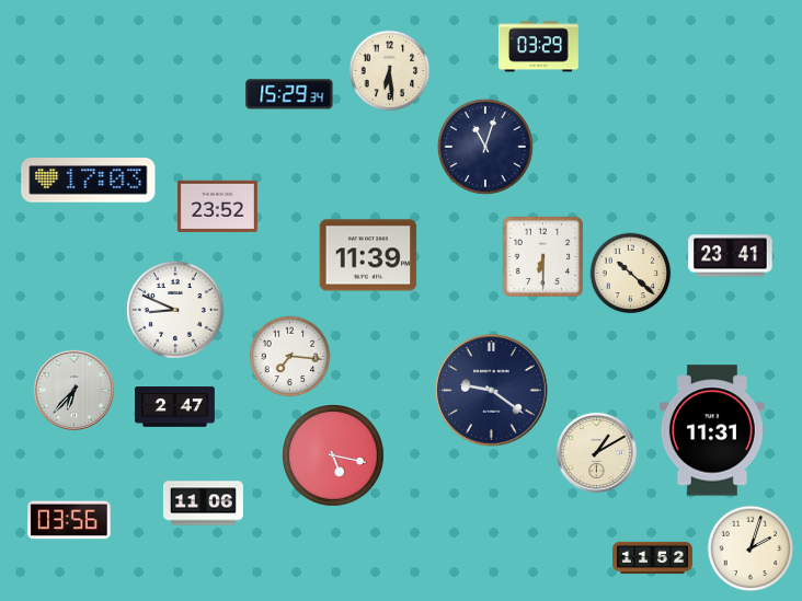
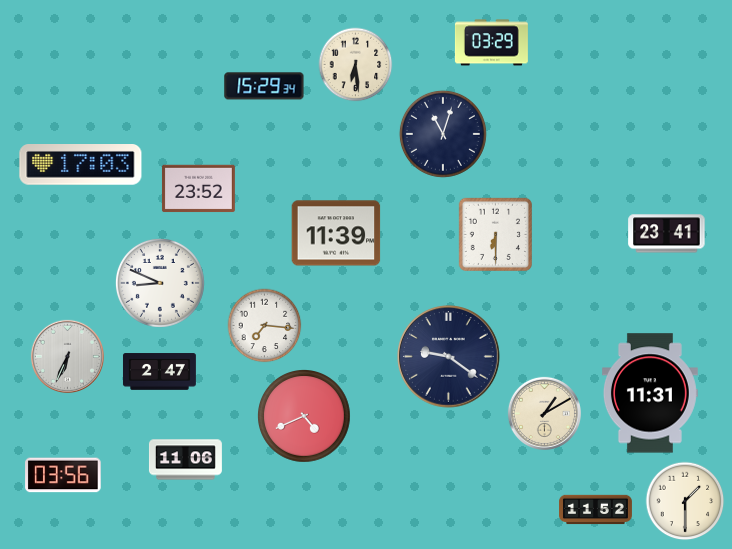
clock at (631, 274): 10:22 -> none
clock at (73, 390): 6:37 -> 6:34
clock at (334, 456): 5:17 -> 4:41
clock at (751, 548): 2:03 -> 1:30
